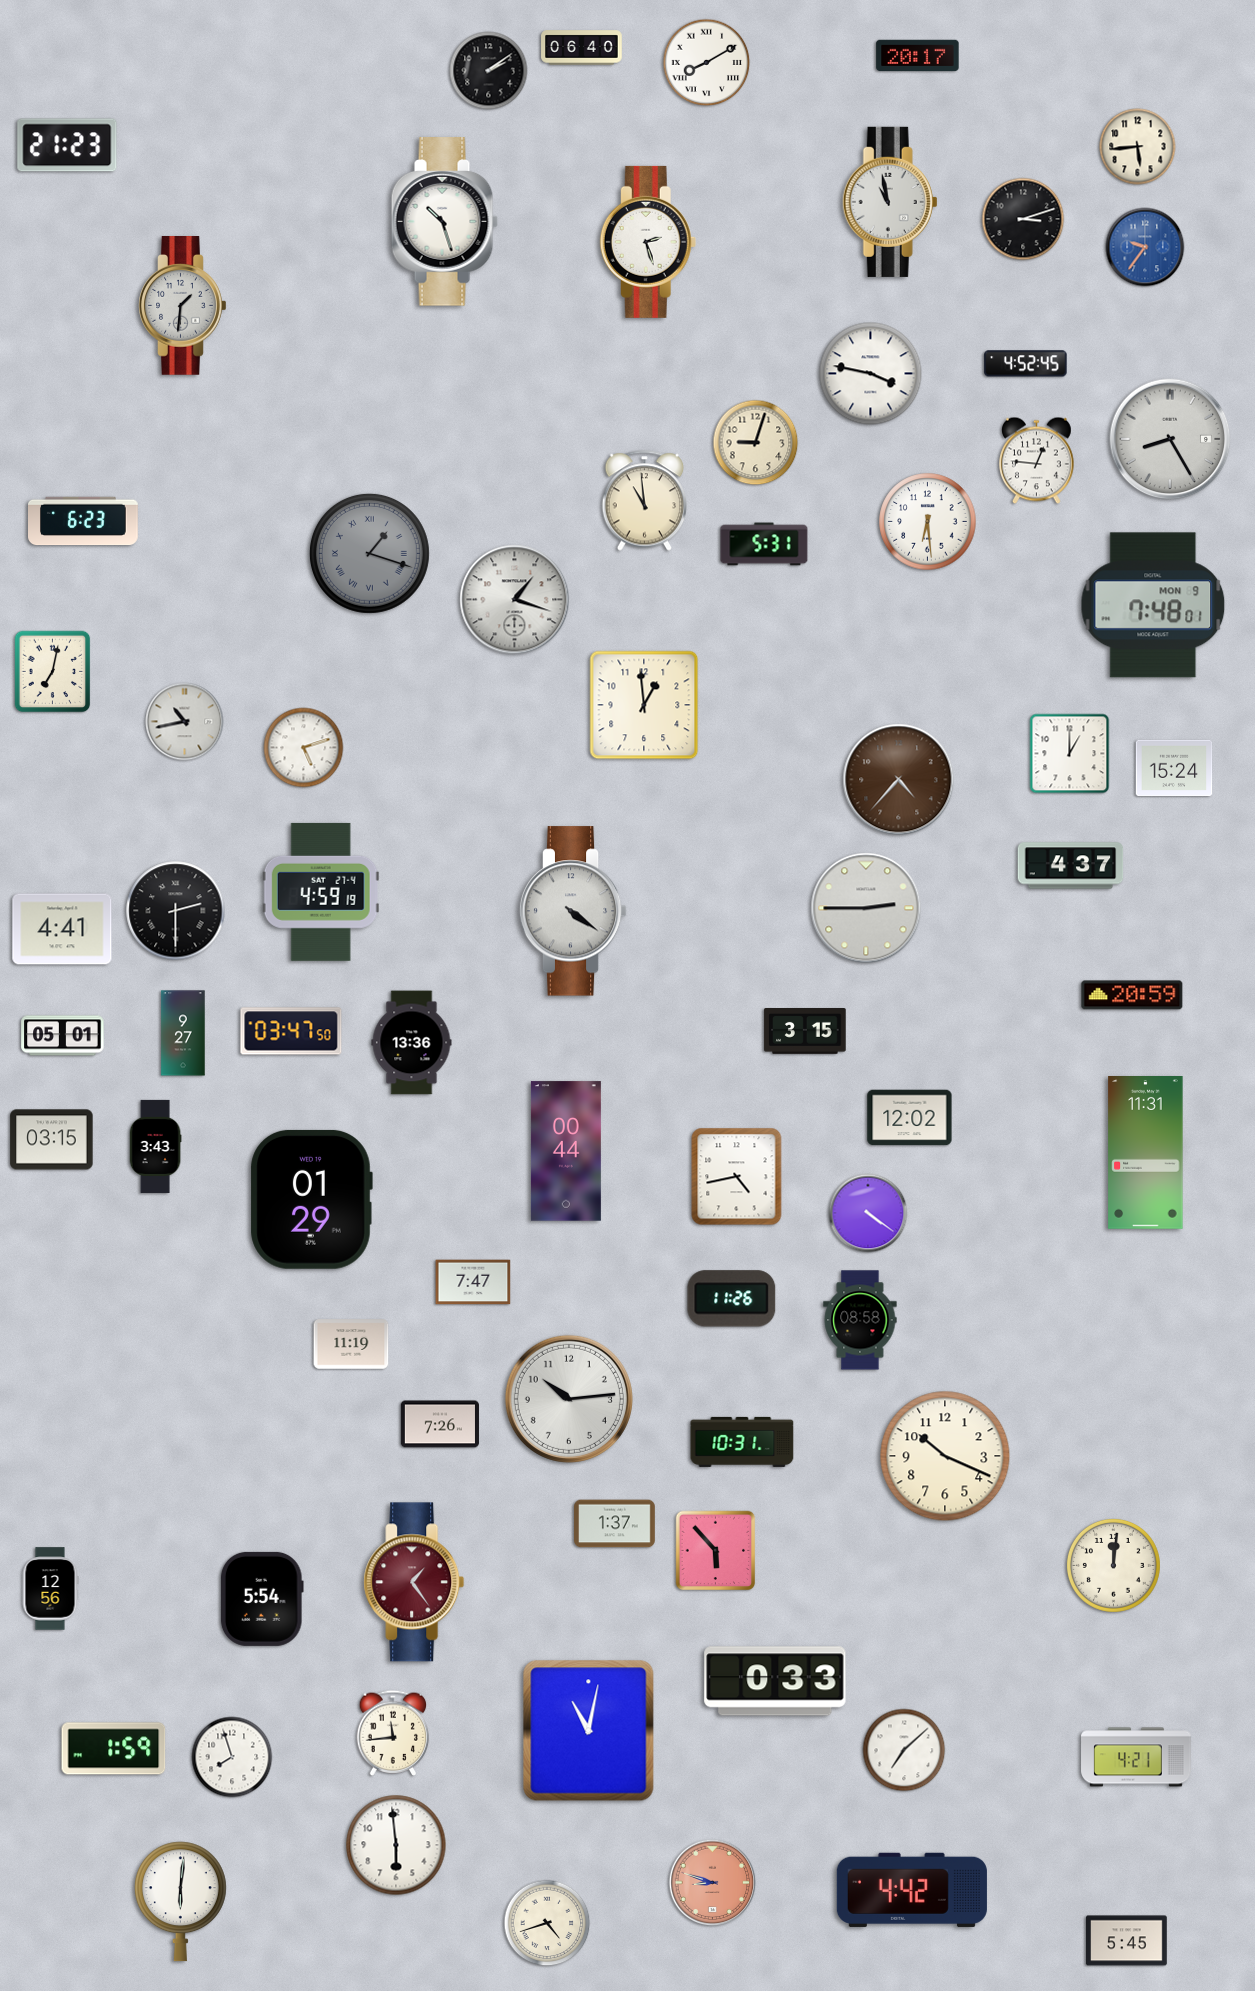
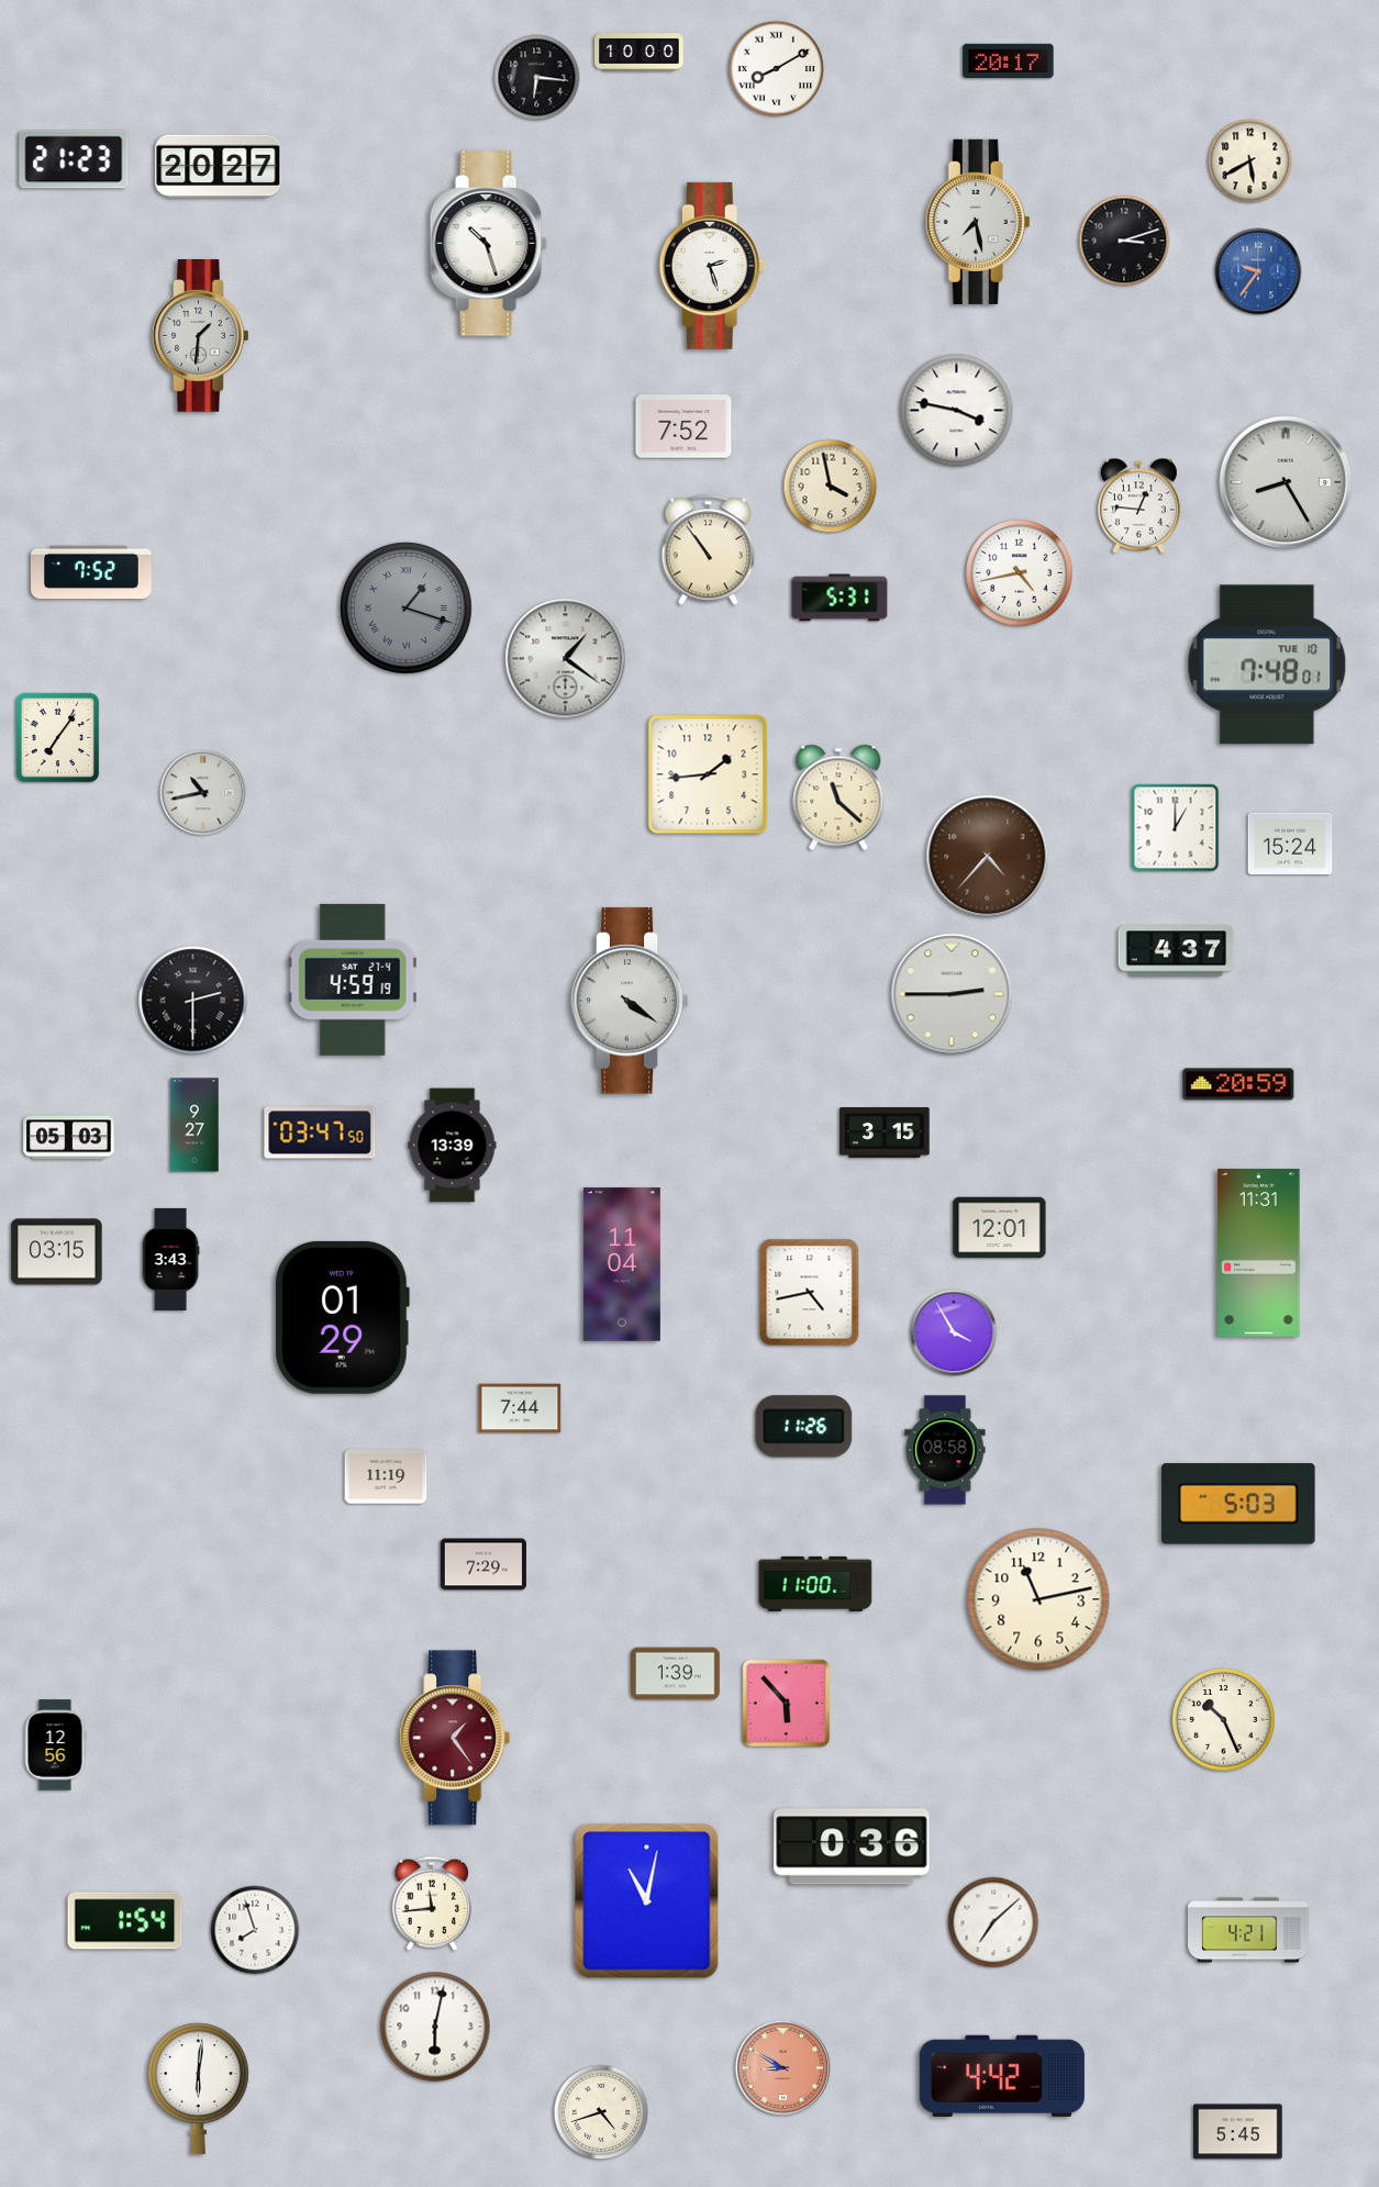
clock at (582, 48): 06:40 -> 10:00
clock at (489, 71): 2:09 -> 6:16
clock at (1138, 147): 5:44 -> 5:40
clock at (219, 167): none -> 20:27
clock at (890, 202): 10:58 -> 7:28
clock at (1026, 364): 4:52 -> none
clock at (683, 426): none -> 7:52
clock at (756, 443): 9:03 -> 3:58
clock at (645, 501): 10:59 -> 10:54
clock at (83, 521): 6:23 -> 7:52
clock at (928, 522): 6:29 -> 4:43
clock at (515, 600): 1:18 -> 1:21
clock at (1153, 605) date: MON 9 -> TUE 10
clock at (53, 672): 7:02 -> 7:06
clock at (644, 705): 12:59 -> 1:44
clock at (838, 797): none -> 11:22
clock at (304, 748): 5:12 -> none
clock at (866, 908) position: (866, 908) -> (952, 994)
clock at (62, 929): 4:41 -> none
clock at (1132, 995) position: (1132, 995) -> (1238, 1084)
clock at (183, 1033) position: (183, 1033) -> (194, 1125)
clock at (63, 1036): 05:01 -> 05:03
clock at (412, 1043): 13:36 -> 13:39
clock at (910, 1118): 12:02 -> 12:01
clock at (566, 1151): 00:44 -> 11:04
clock at (1146, 1153) position: (1146, 1153) -> (1259, 1253)
clock at (868, 1213): 4:21 -> 3:55
clock at (473, 1282): 7:47 -> 7:44
clock at (1238, 1504): none -> 5:03
clock at (569, 1399): 10:14 -> none
clock at (440, 1424): 7:26 -> 7:29
clock at (742, 1442): 10:31 -> 11:00
clock at (945, 1456): 10:19 -> 11:13
clock at (615, 1524): 1:37 -> 1:39
clock at (1113, 1565): 12:01 -> 10:26
clock at (262, 1599): 5:54 -> none
clock at (775, 1681): 0:33 -> 0:36
clock at (114, 1749): 1:59 -> 1:54
clock at (396, 1845): 5:59 -> 6:02
clock at (713, 1883): 8:48 -> 8:50
